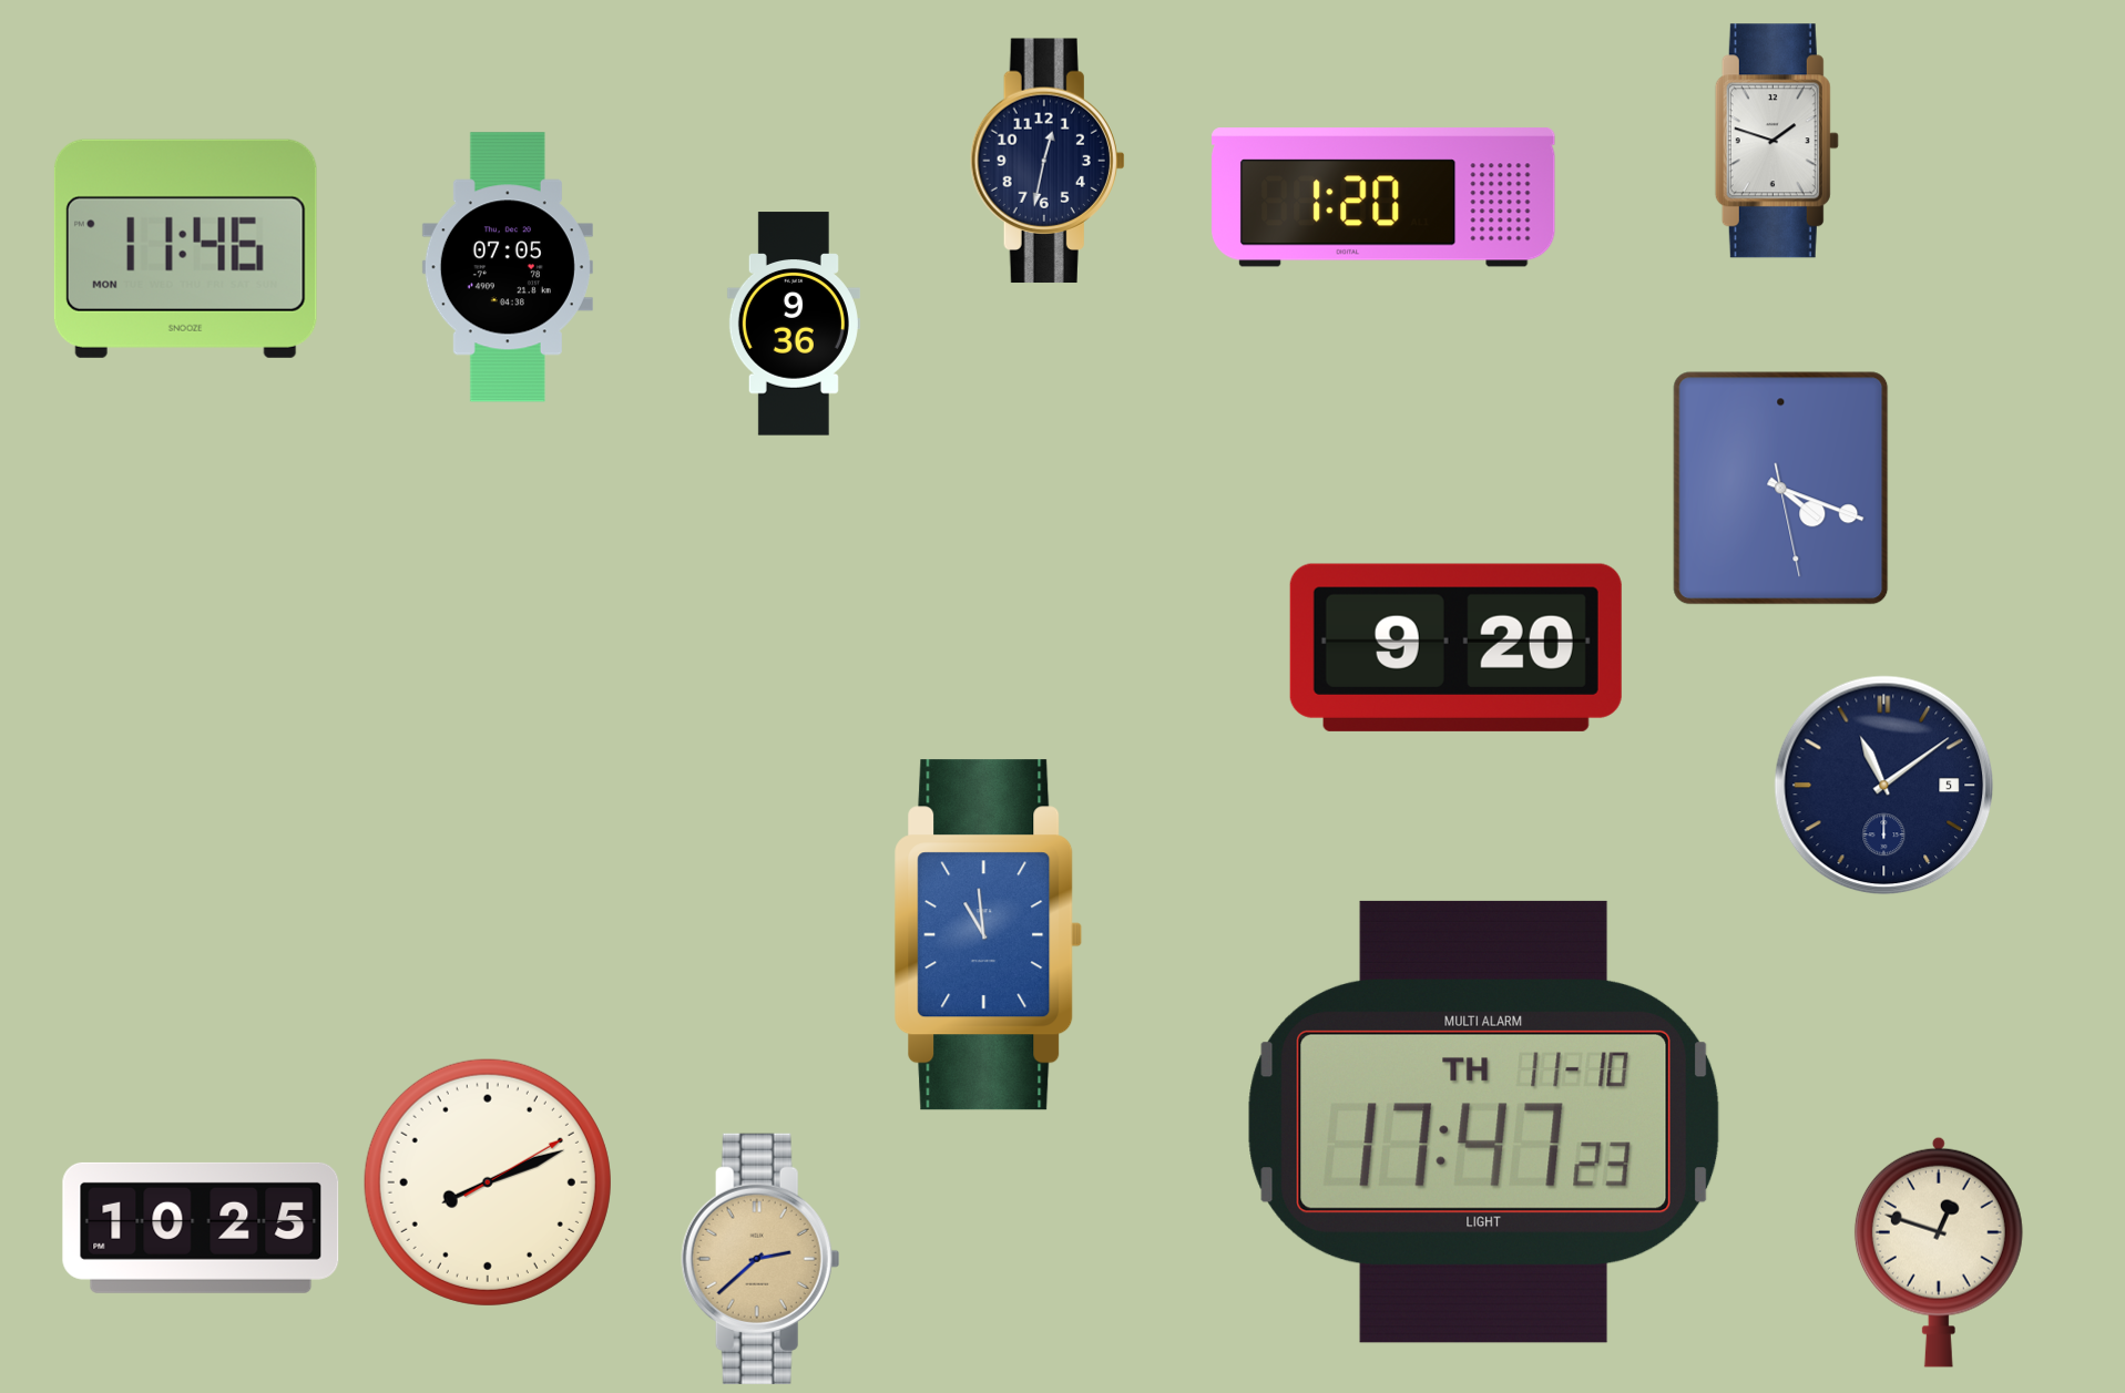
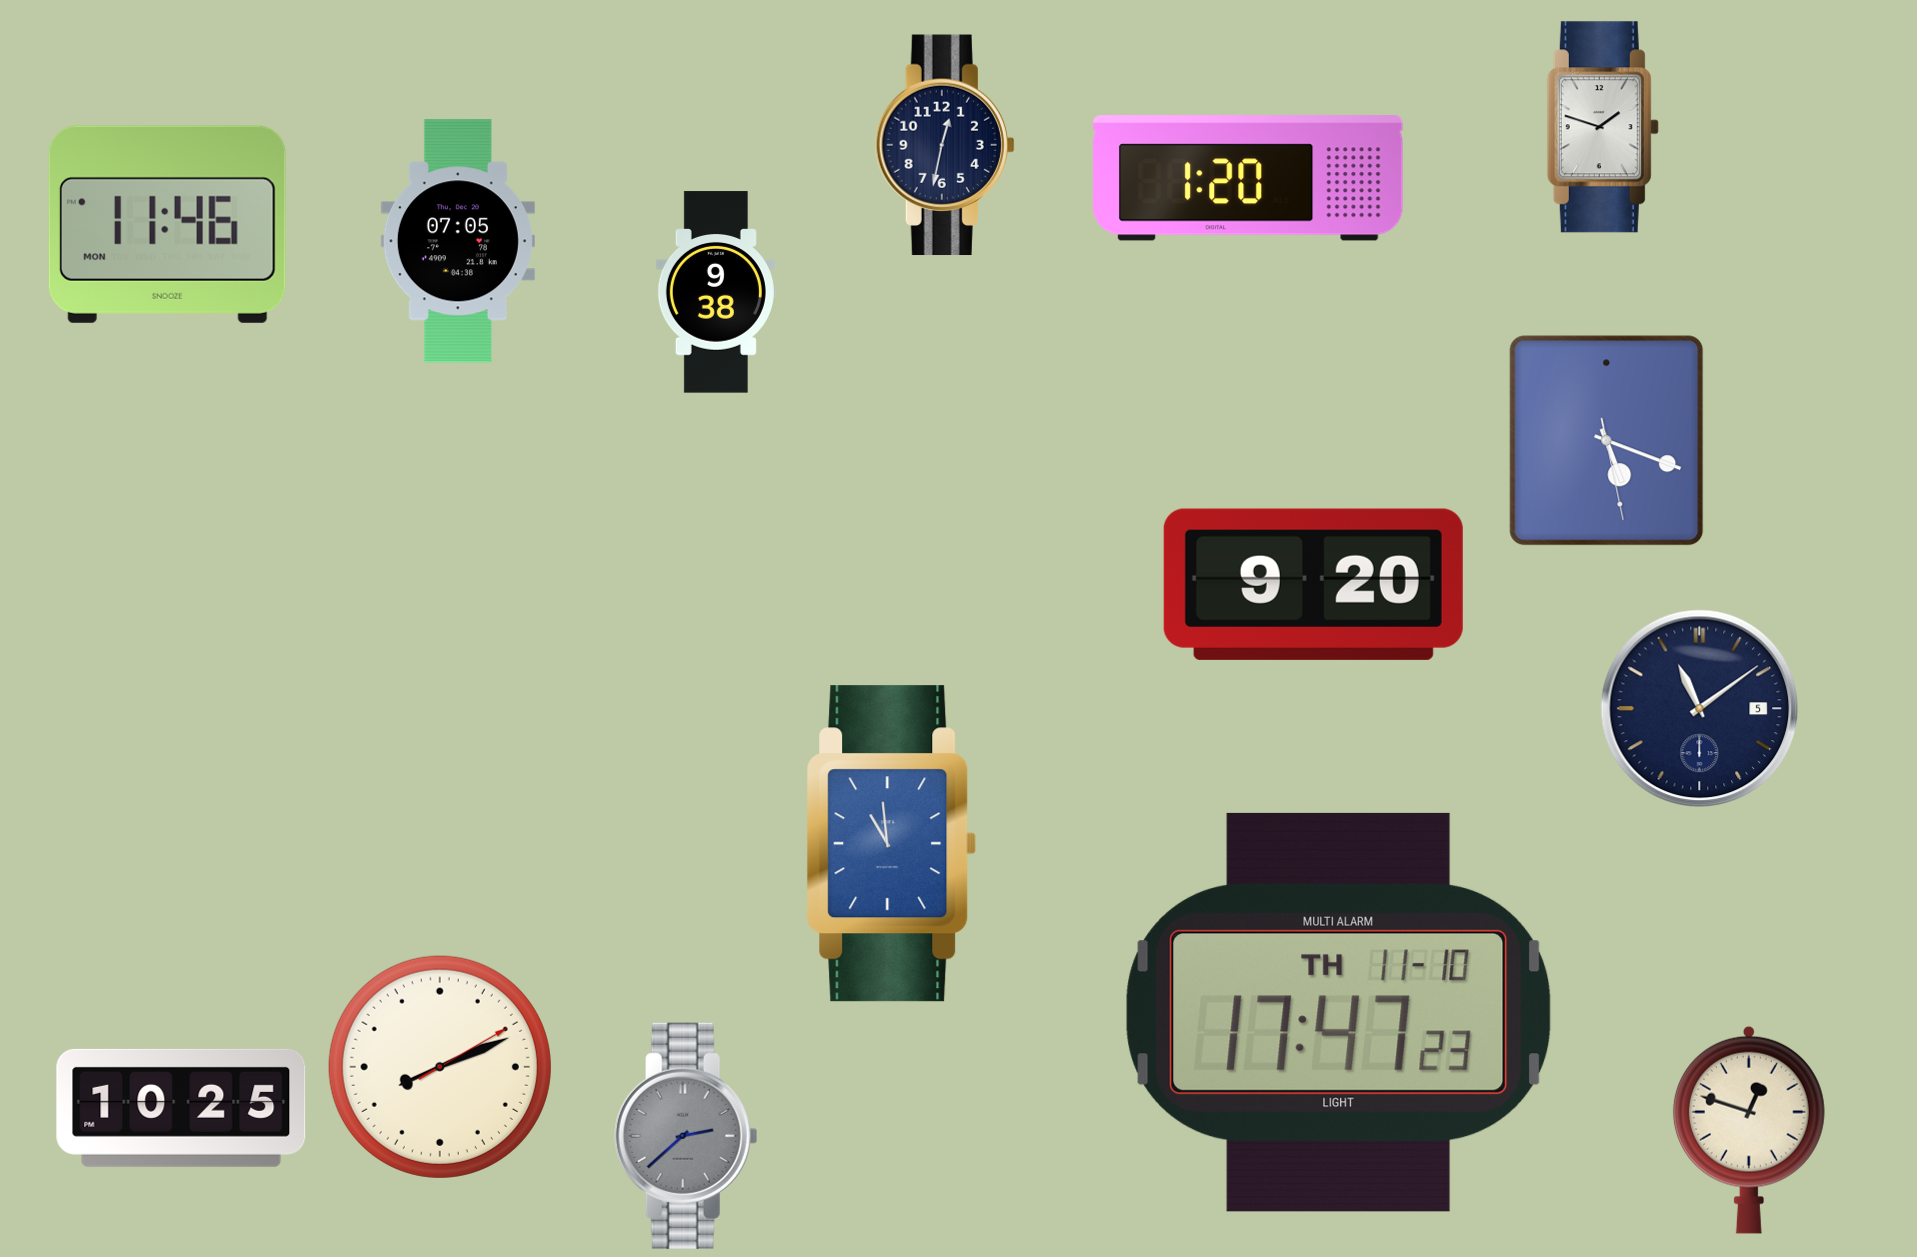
clock at (794, 324): 9:36 -> 9:38
clock at (1781, 489): 4:18 -> 5:18
clock at (760, 1259) dial: champagne -> grey
